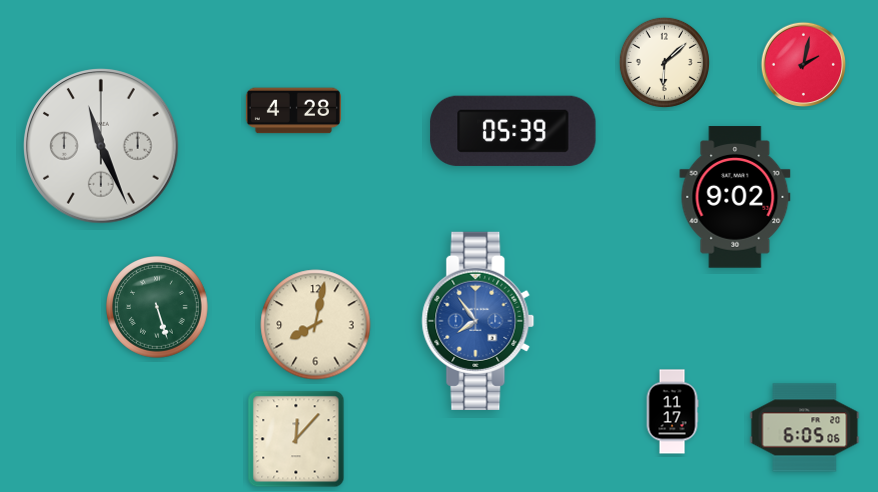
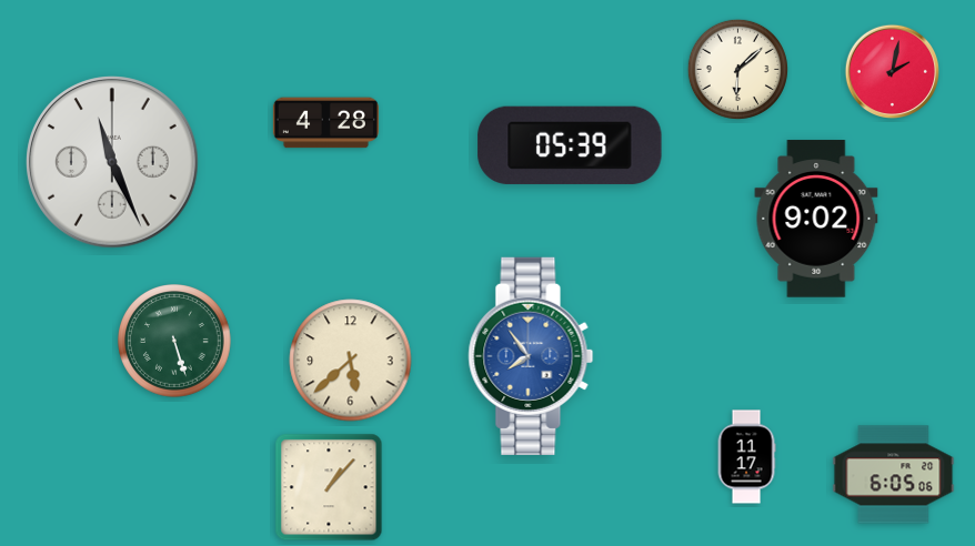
clock at (316, 325): 8:02 -> 5:38
clock at (296, 439): 12:07 -> 1:07
